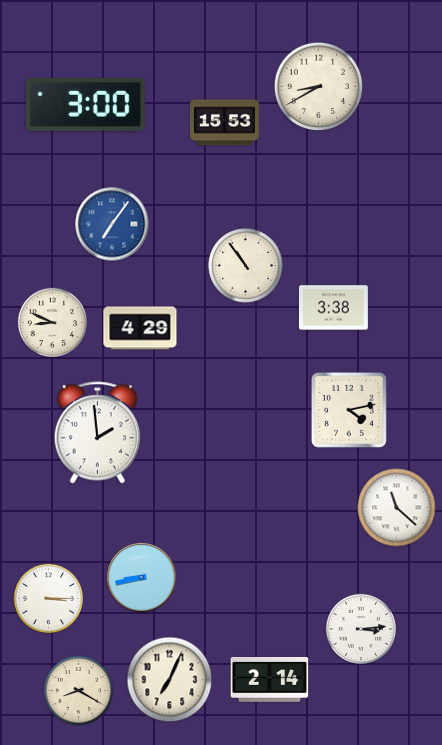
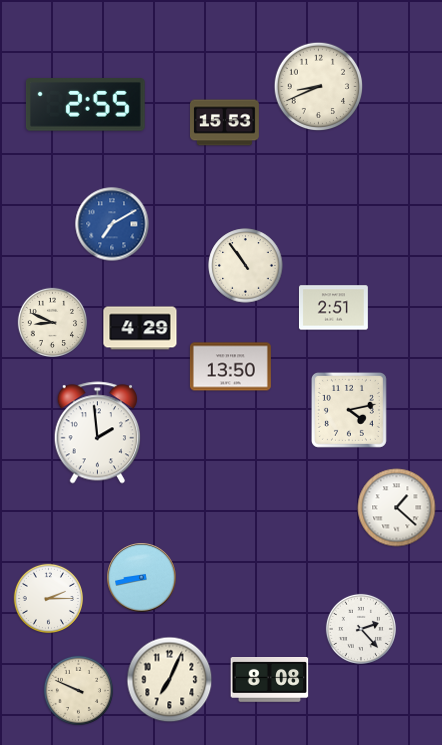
clock at (319, 87): 8:40 -> 8:41
clock at (85, 105): 3:00 -> 2:55
clock at (112, 224): 7:06 -> 7:10
clock at (334, 308): 3:38 -> 2:51
clock at (230, 367): none -> 13:50
clock at (397, 508): 11:22 -> 1:22
clock at (48, 598): 3:15 -> 2:15
clock at (361, 629): 3:14 -> 2:23
clock at (270, 680): 2:14 -> 8:08
clock at (78, 690): 8:20 -> 9:49
